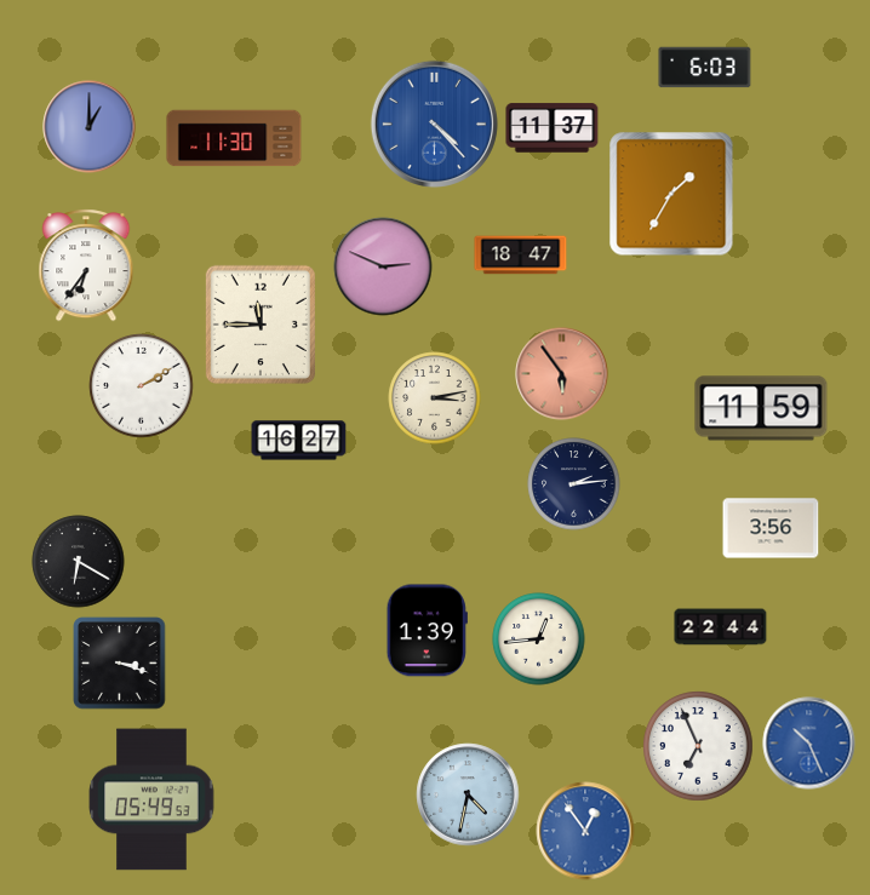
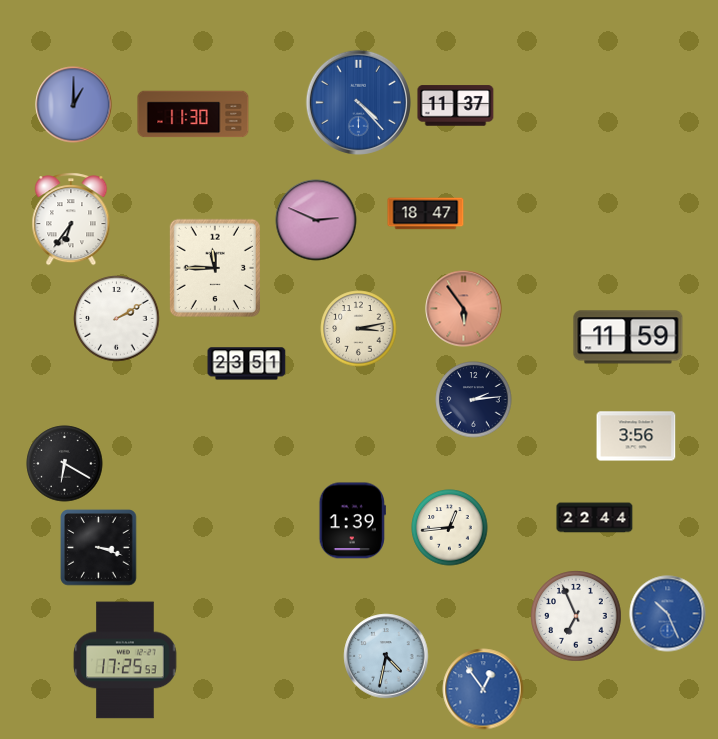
clock at (705, 68): 6:03 -> none
clock at (671, 194): 1:35 -> none
clock at (521, 256) position: (521, 256) -> (426, 214)
clock at (299, 441): 16:27 -> 23:51
clock at (539, 639) position: (539, 639) -> (450, 528)
clock at (151, 799): 05:49 -> 17:25
clock at (585, 831) position: (585, 831) -> (483, 689)
